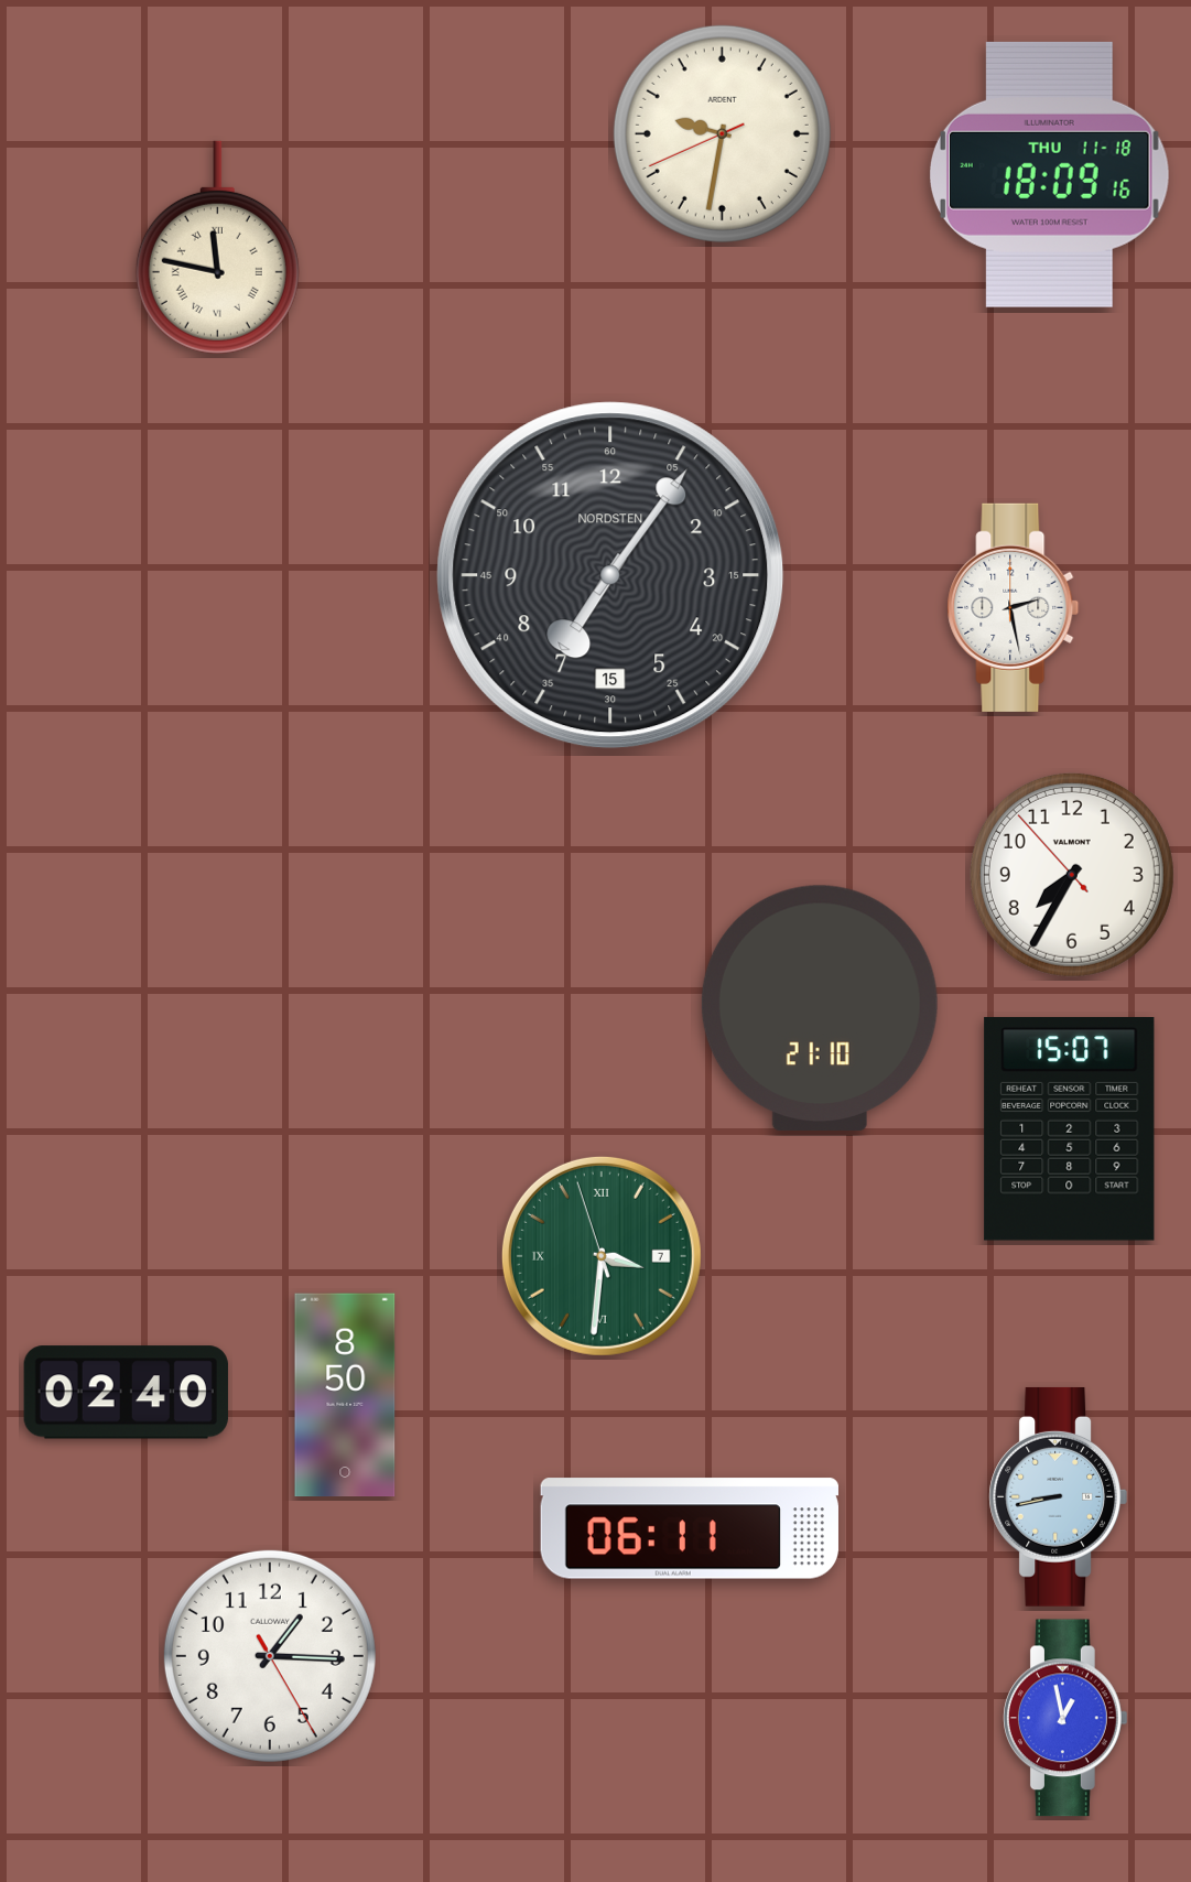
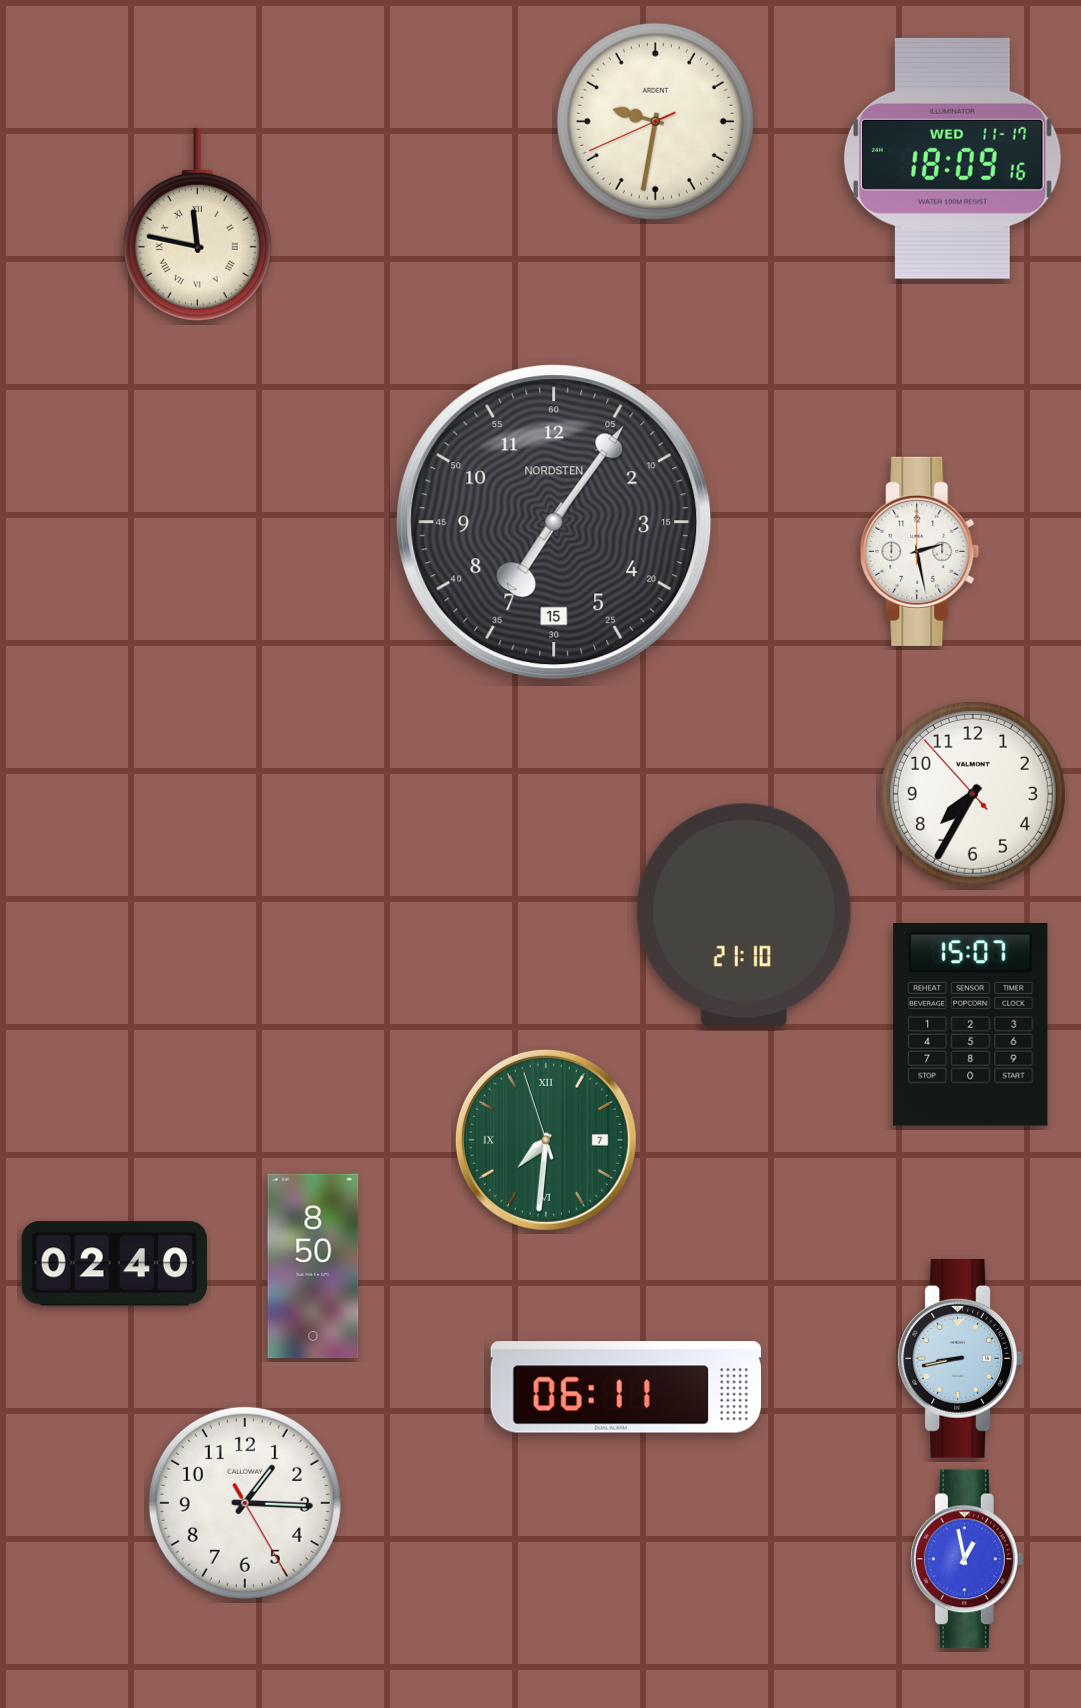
clock at (1049, 174) date: THU 11-18 -> WED 11-17
clock at (602, 1256): 3:30 -> 7:30
